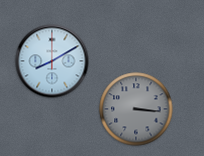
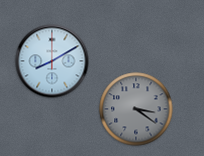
clock at (136, 109): 3:16 -> 3:21
